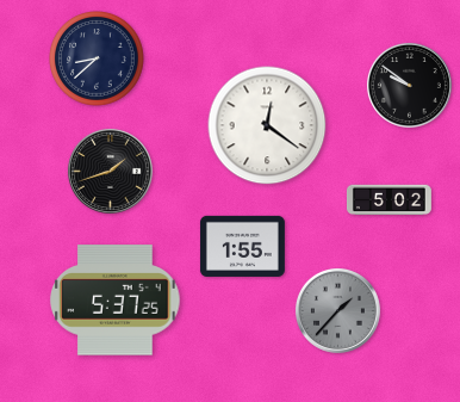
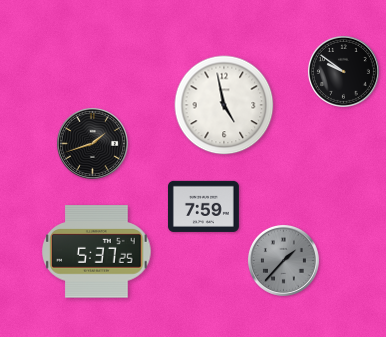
clock at (98, 60): 8:38 -> none
clock at (267, 125): 12:21 -> 4:58
clock at (388, 200): 5:02 -> none
clock at (242, 246): 1:55 -> 7:59
